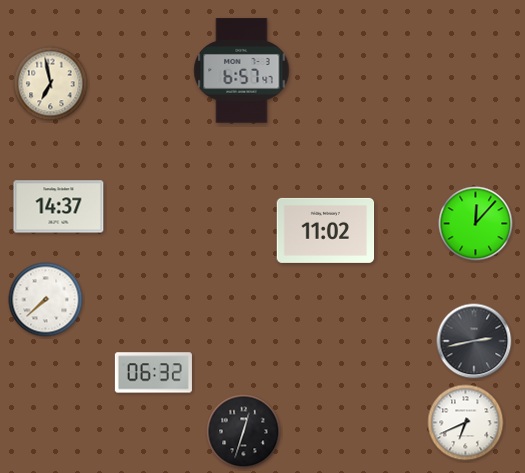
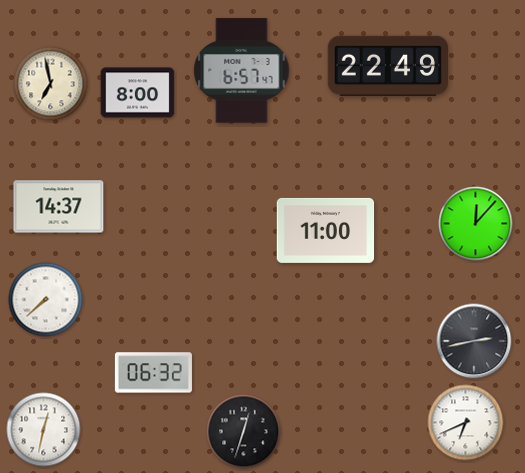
clock at (387, 65): none -> 22:49
clock at (138, 93): none -> 8:00
clock at (326, 230): 11:02 -> 11:00
clock at (44, 430): none -> 12:32
